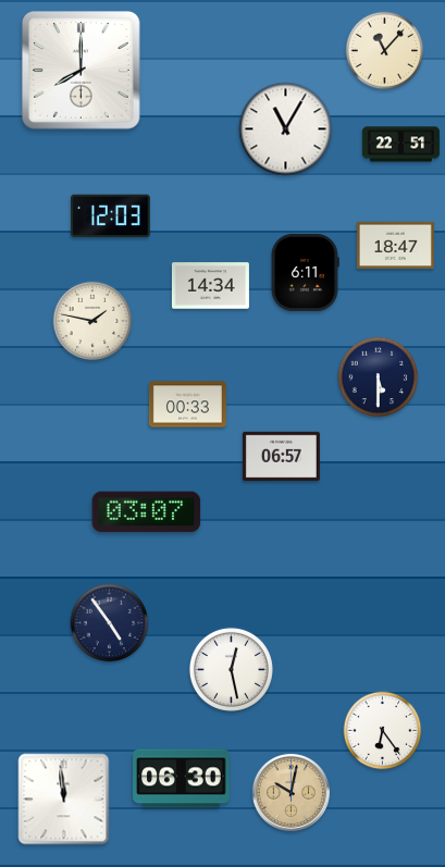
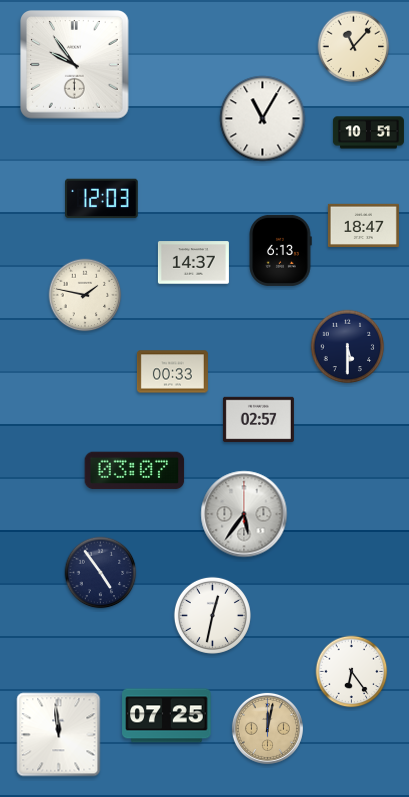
clock at (82, 71): 8:00 -> 9:54
clock at (400, 145): 22:51 -> 10:51
clock at (305, 272): 6:11 -> 6:13
clock at (210, 286): 14:34 -> 14:37
clock at (281, 457): 06:57 -> 02:57
clock at (244, 514): none -> 5:36
clock at (231, 669): 12:28 -> 12:32
clock at (182, 779): 06:30 -> 07:25
clock at (291, 792): 10:02 -> 12:02
